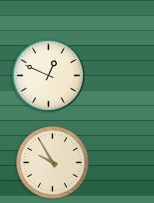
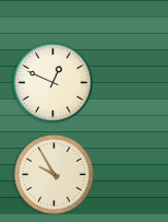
clock at (53, 163) position: (53, 163) -> (55, 175)
